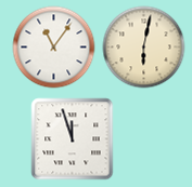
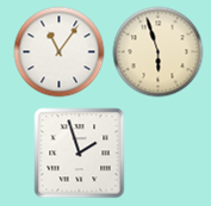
clock at (144, 48): 6:02 -> 5:57
clock at (73, 139): 11:57 -> 1:57
